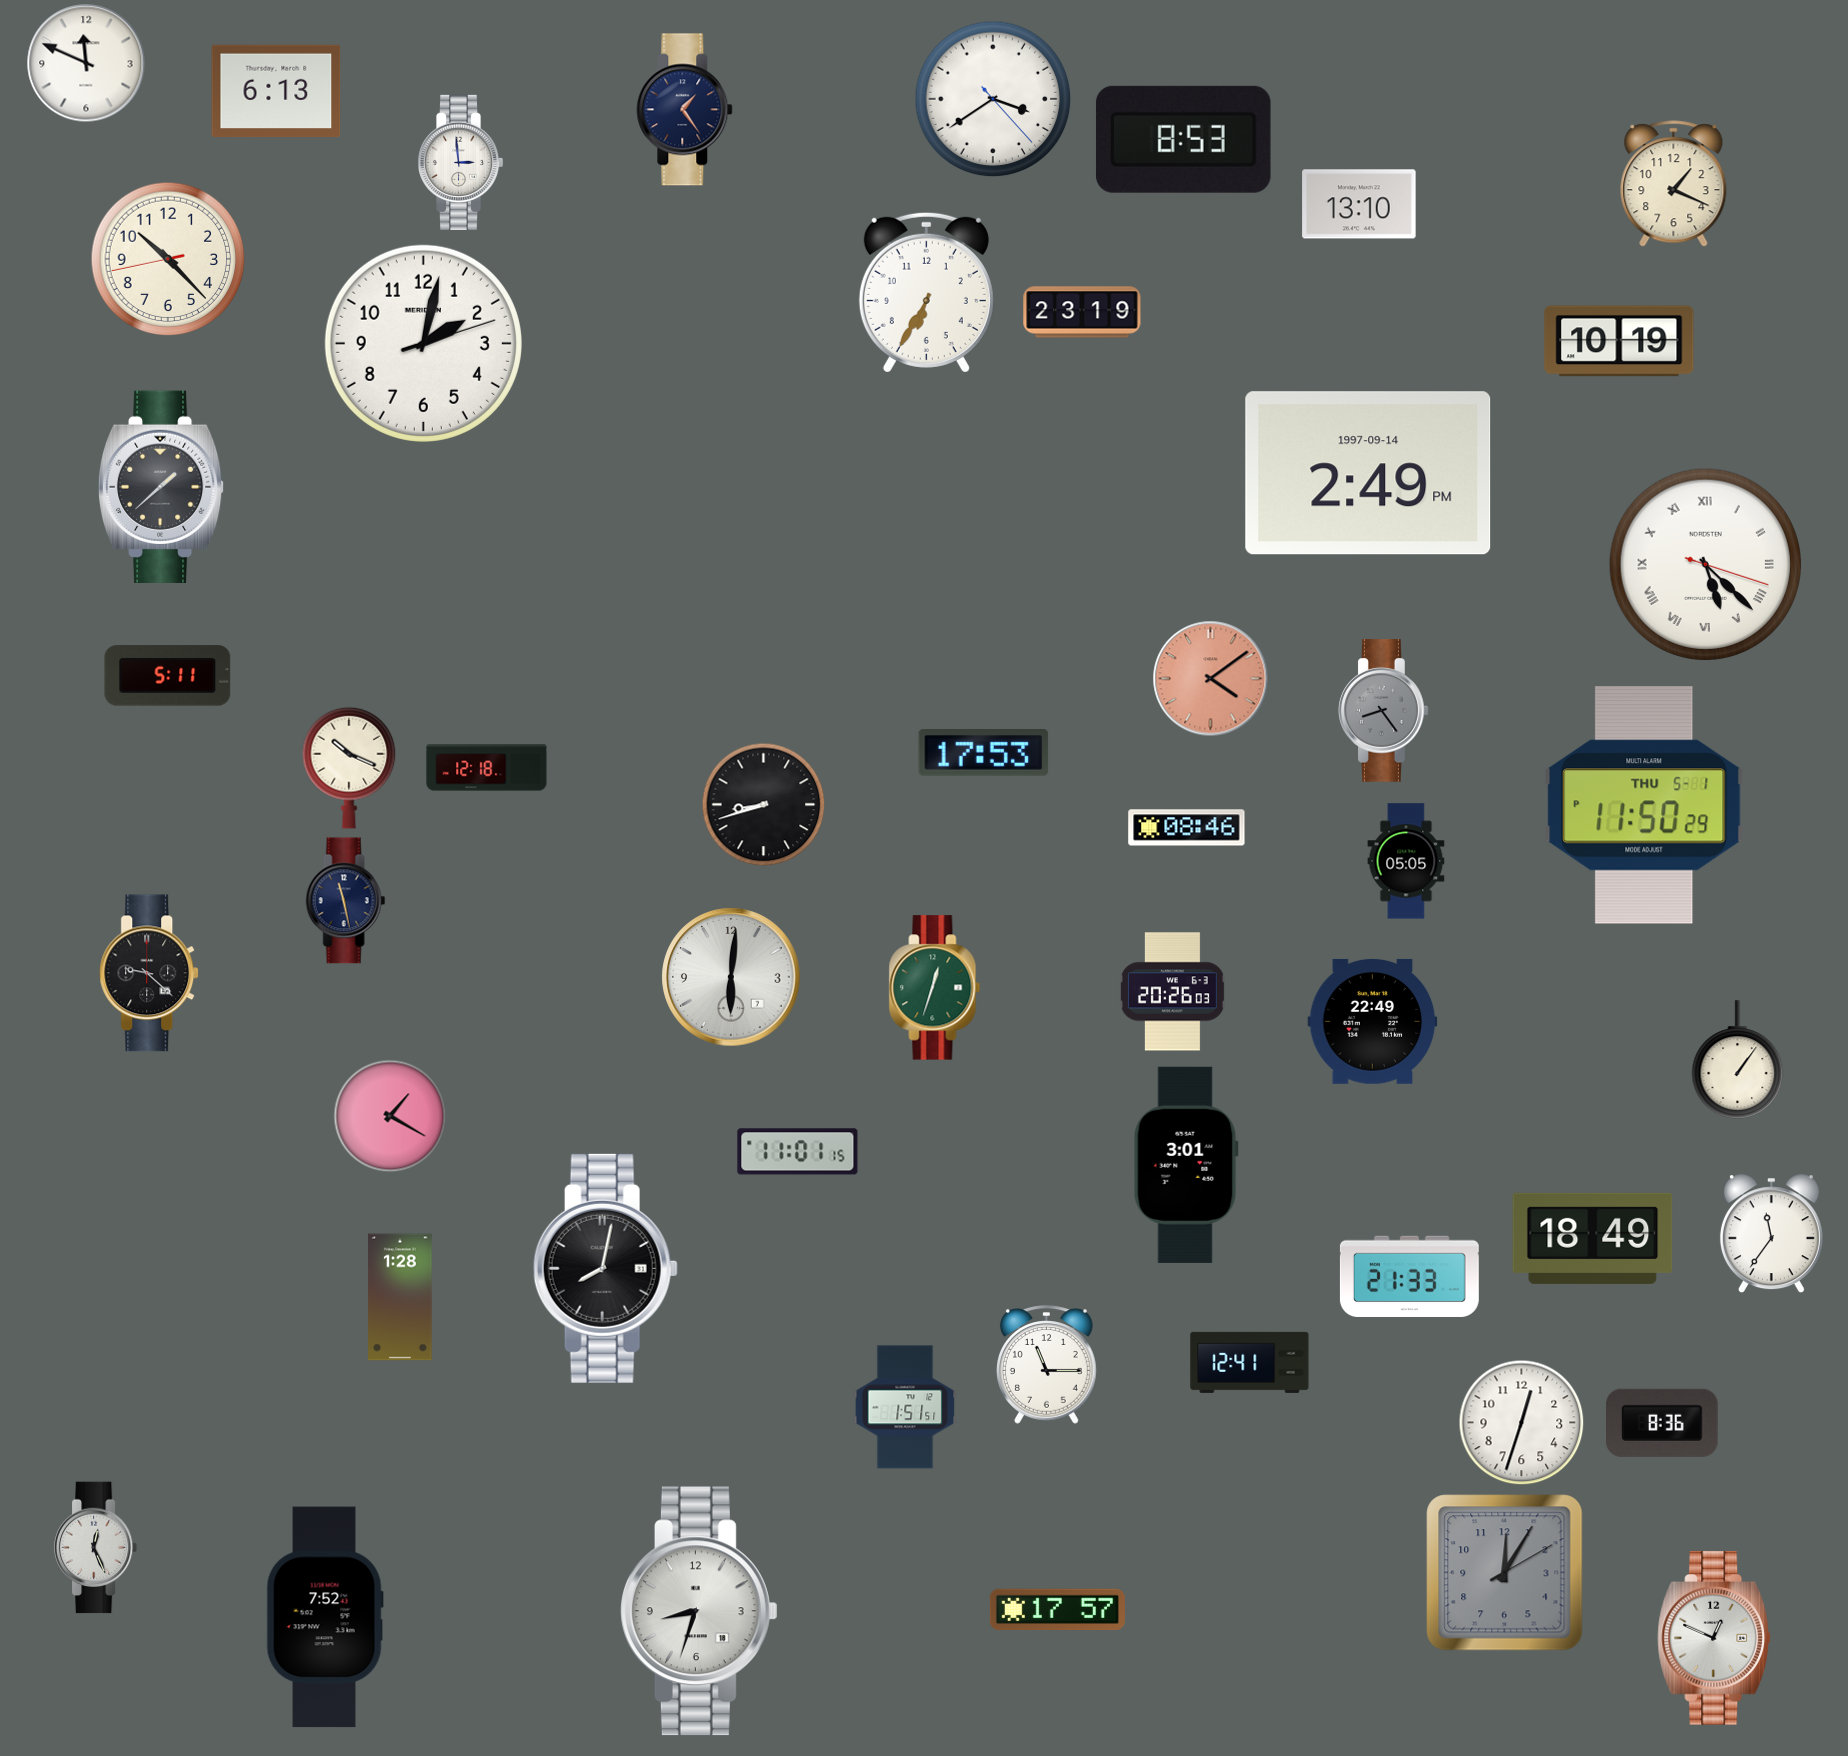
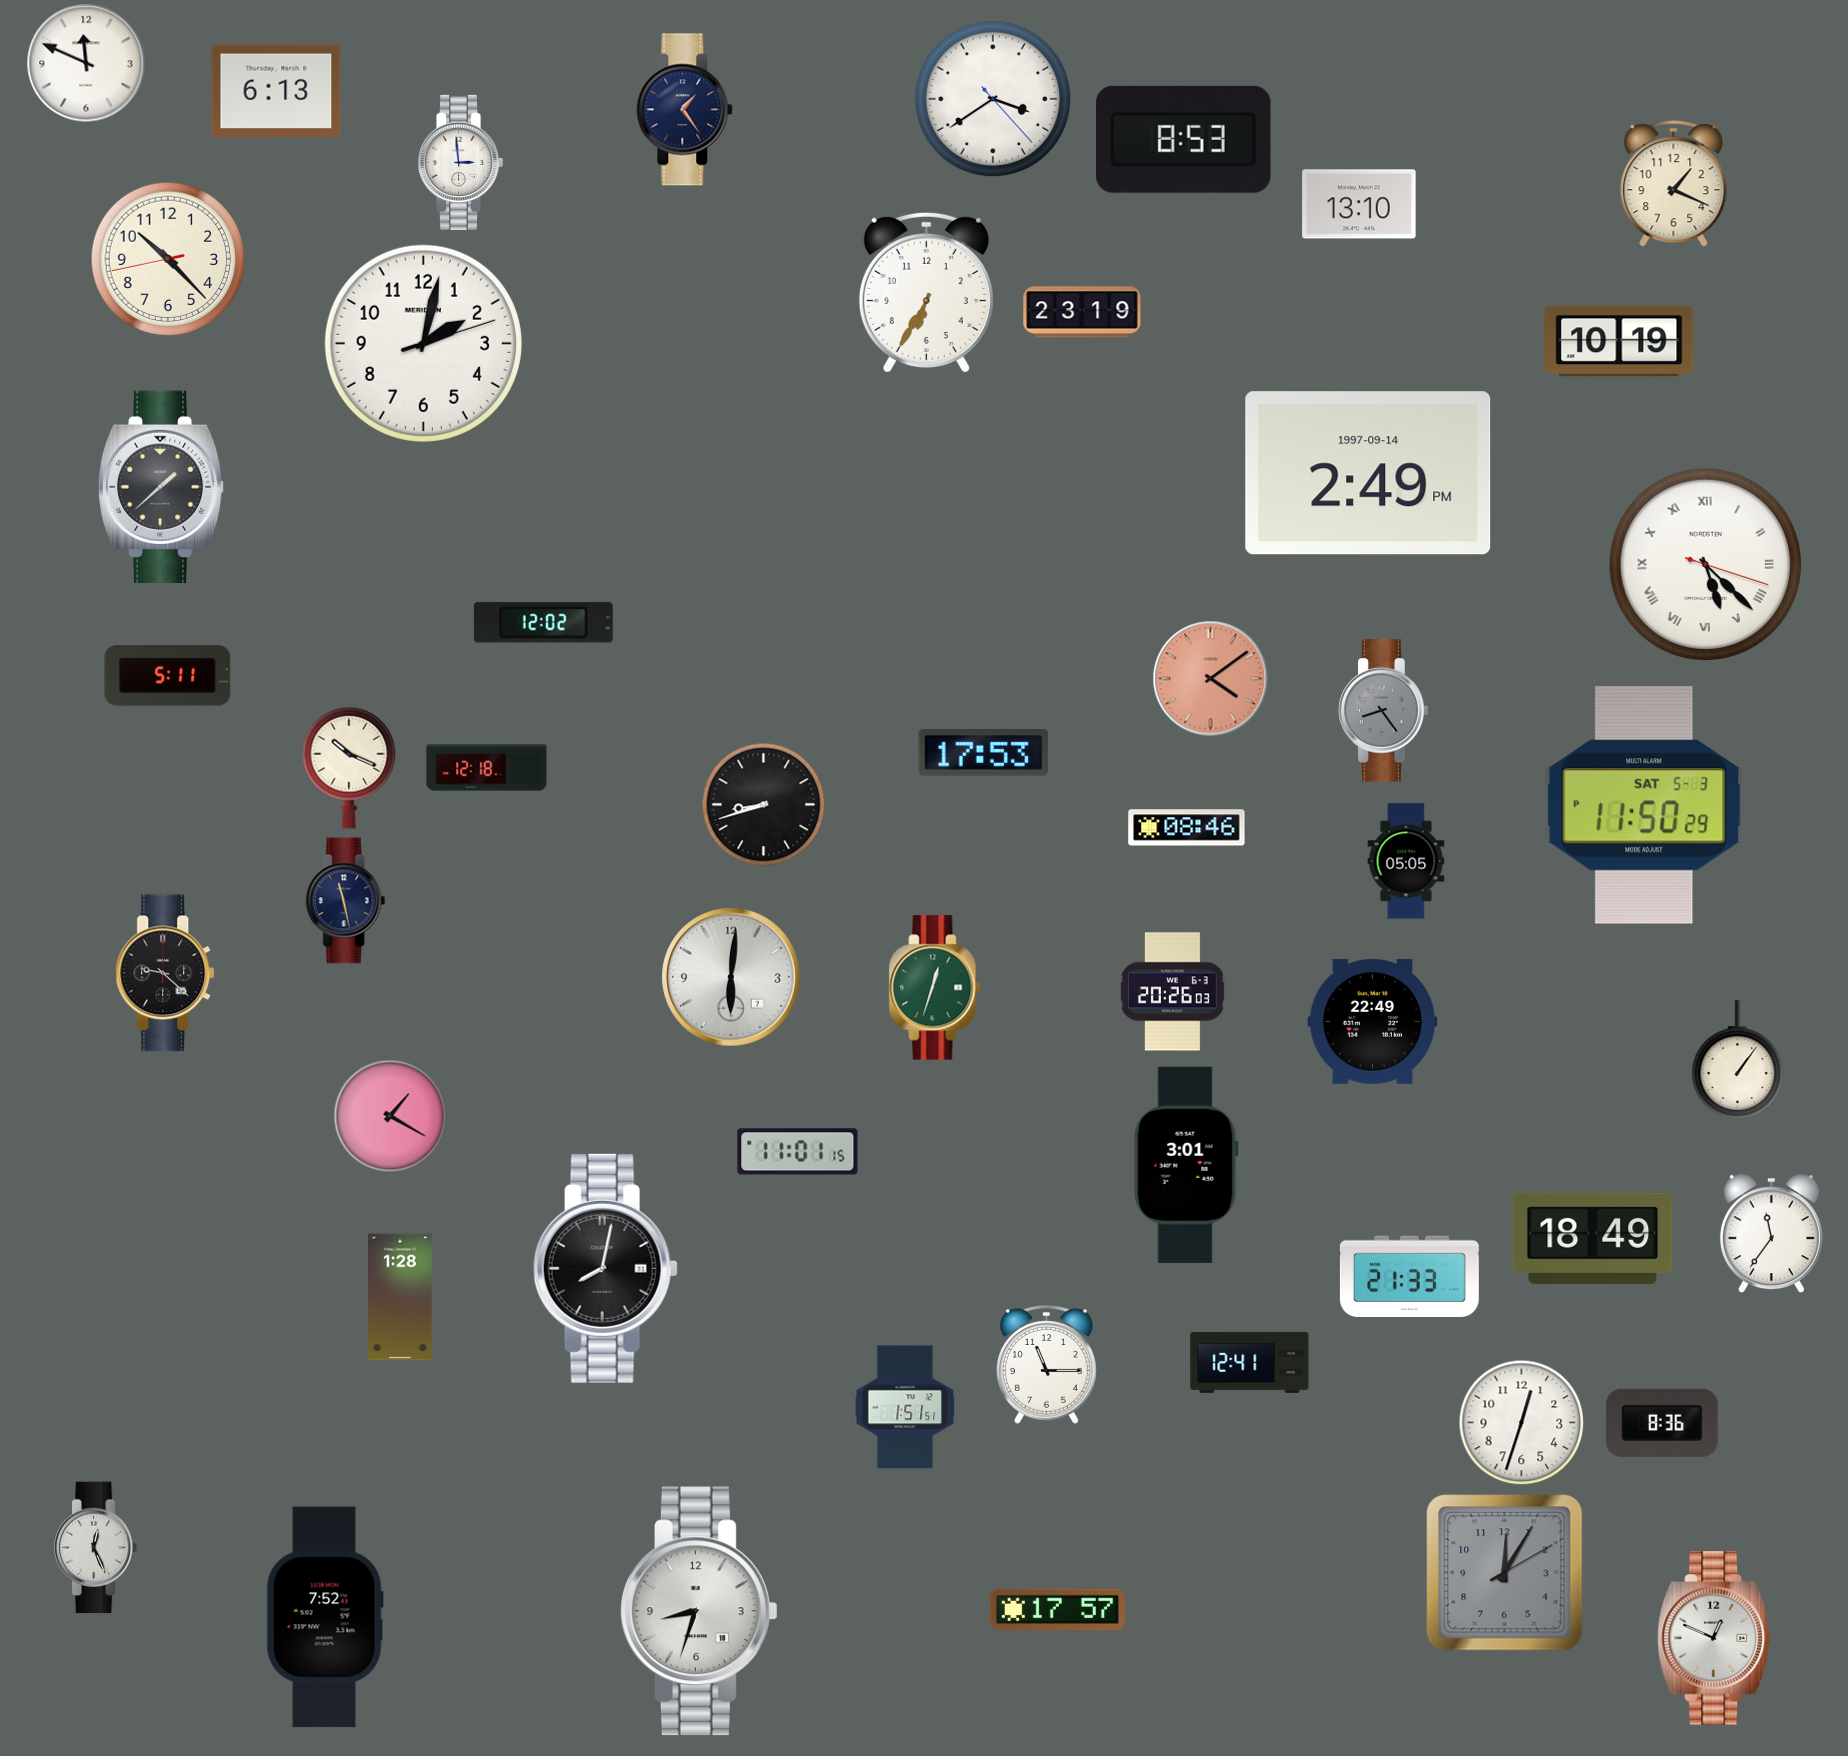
clock at (543, 623): none -> 12:02
clock at (1644, 805) date: THU 5-1 -> SAT 5-3
clock at (150, 973) position: (150, 973) -> (166, 973)
